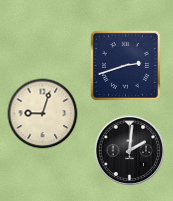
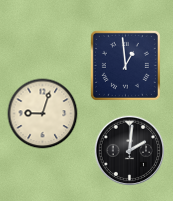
clock at (125, 65): 2:42 -> 12:59
